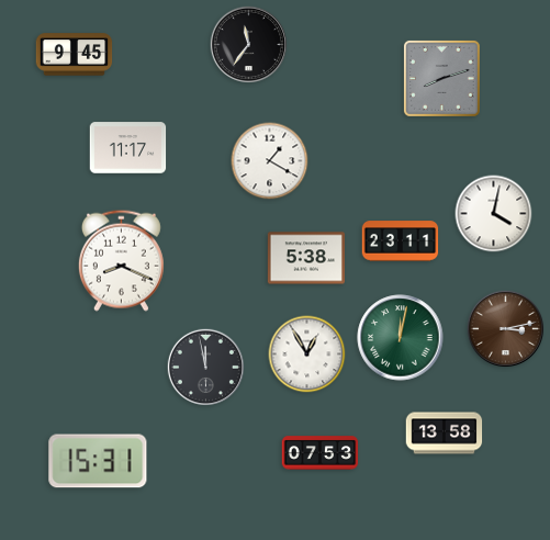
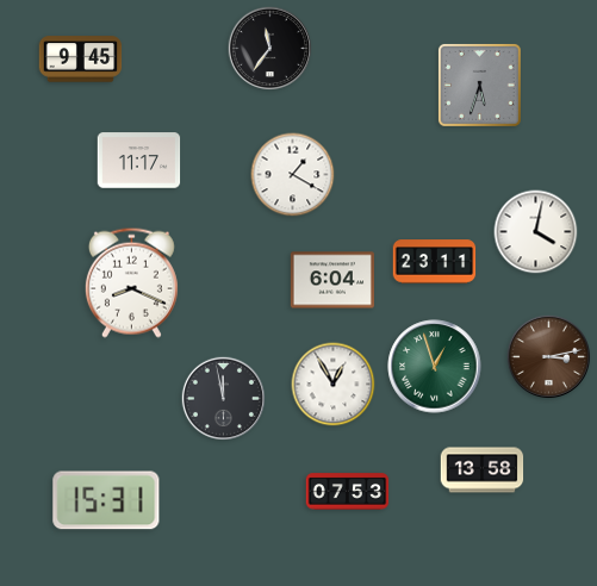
clock at (441, 78): 8:12 -> 5:33
clock at (305, 258): 5:38 -> 6:04
clock at (401, 338): 12:02 -> 12:57
